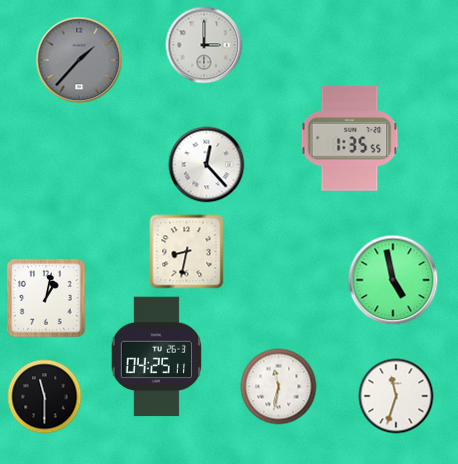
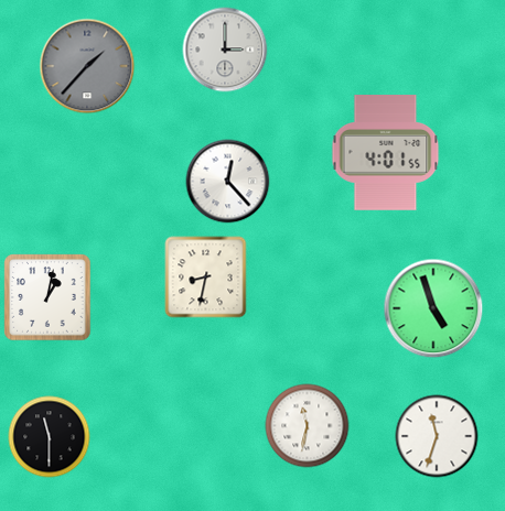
clock at (350, 139): 1:35 -> 4:01
clock at (393, 280): 4:58 -> 4:57
clock at (46, 298) position: (46, 298) -> (47, 297)
clock at (156, 357): 04:25 -> none
